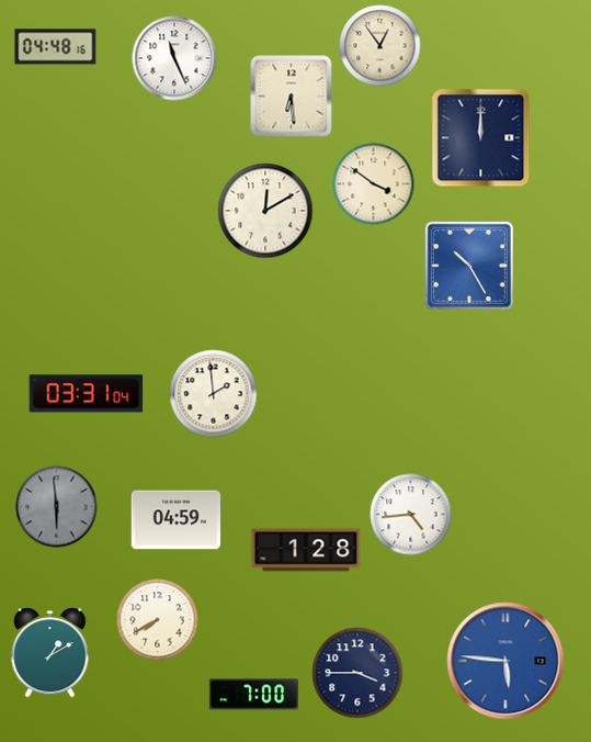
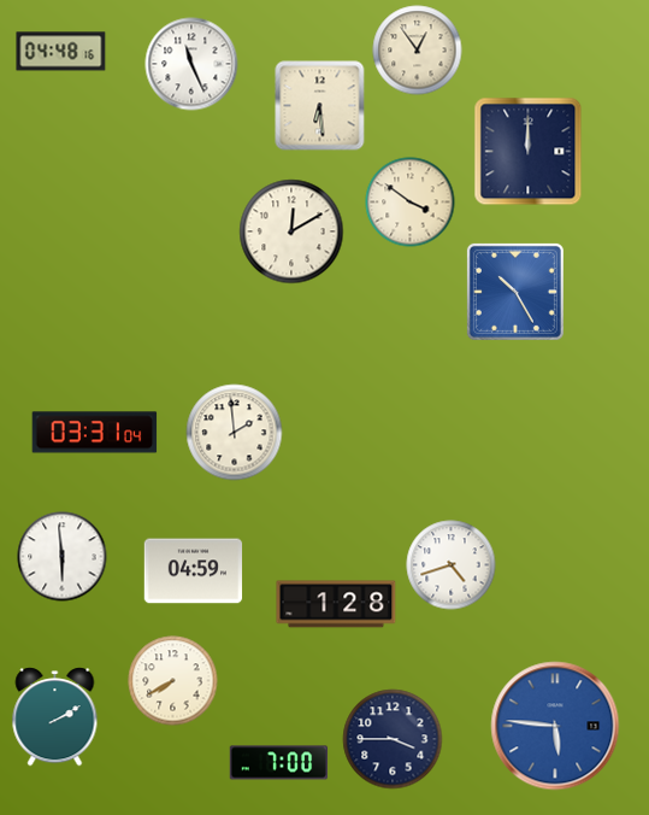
clock at (57, 507) dial: grey -> white
clock at (411, 515): 4:44 -> 4:42
clock at (50, 653): 1:10 -> 2:10
